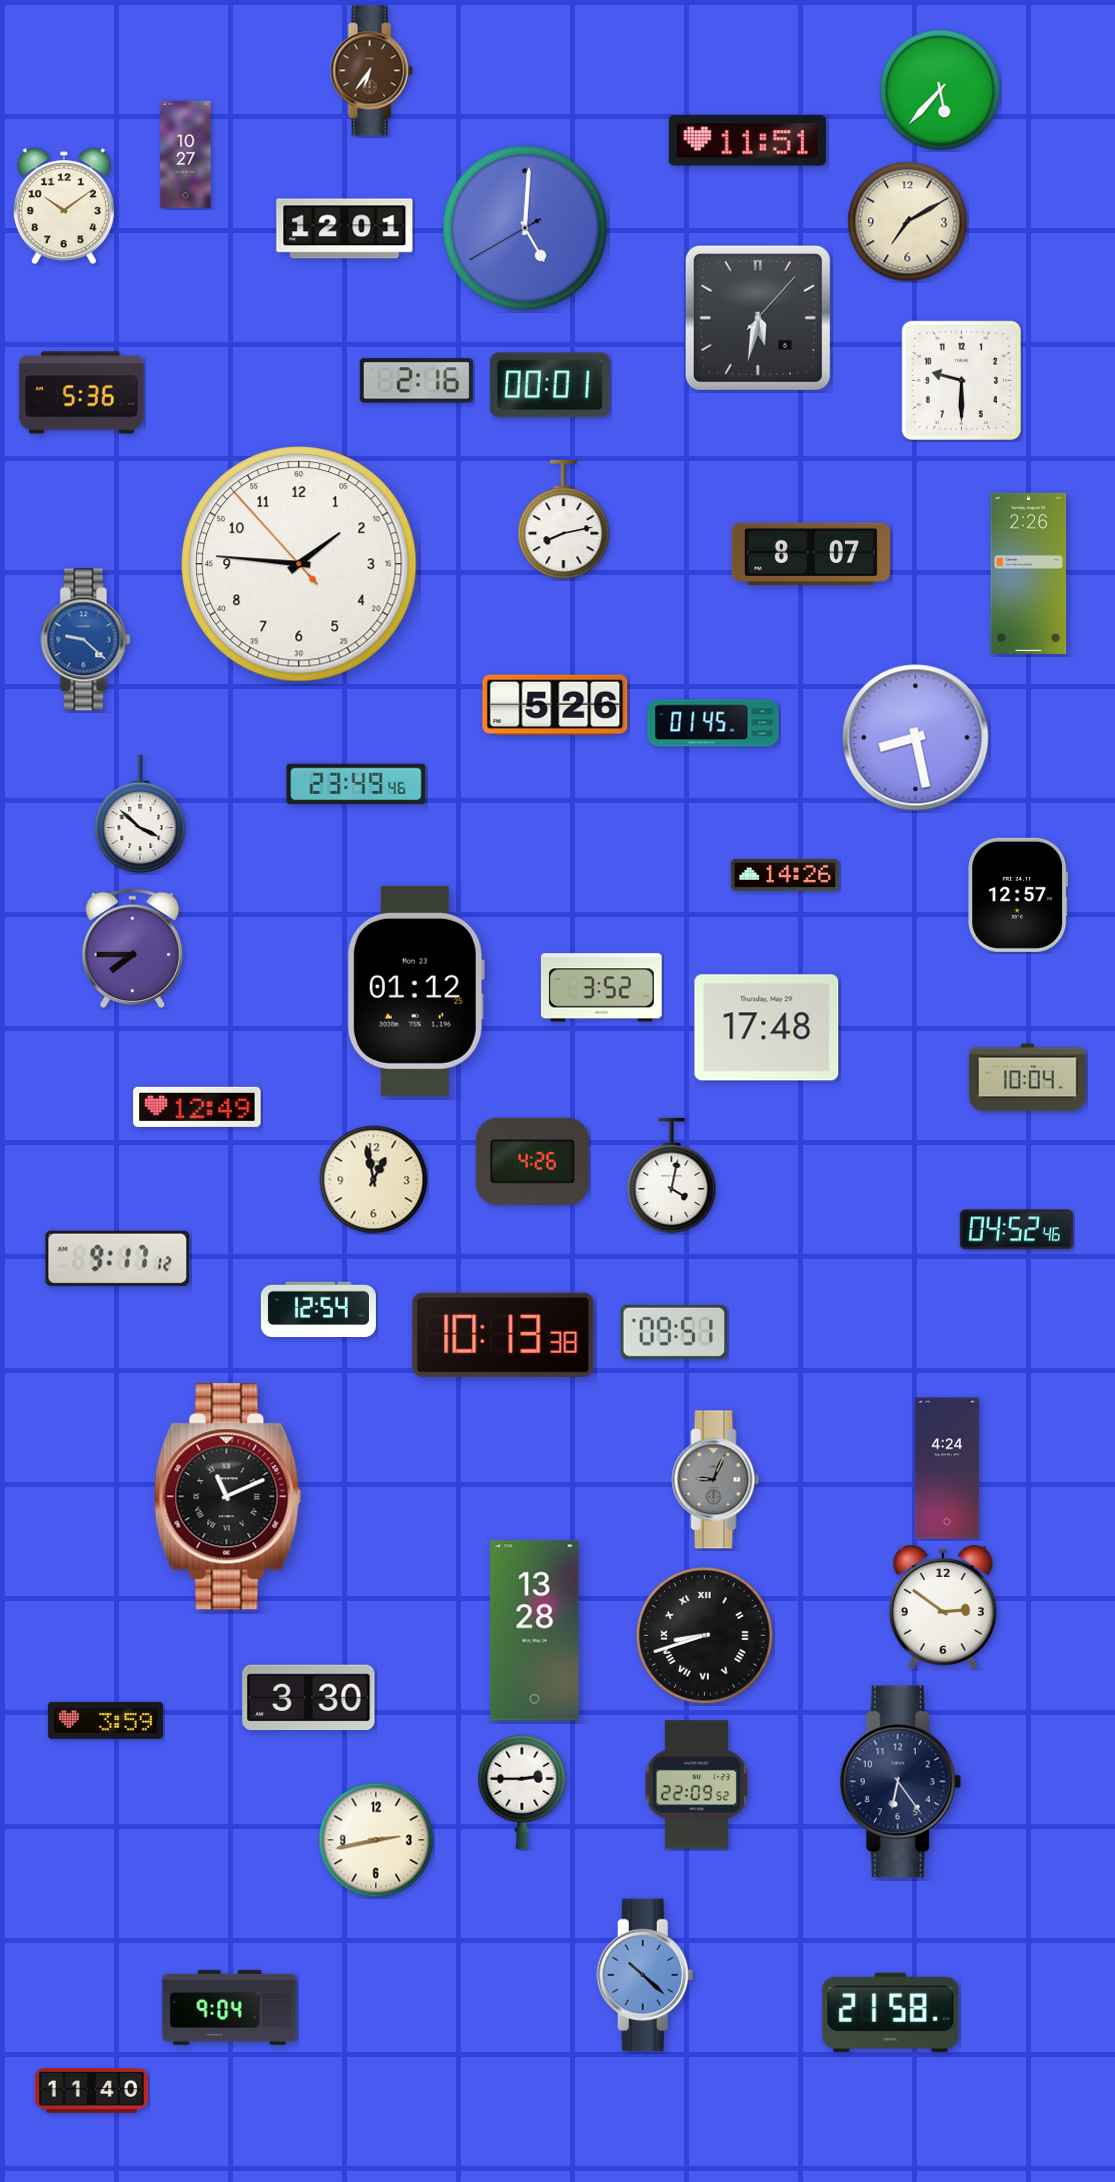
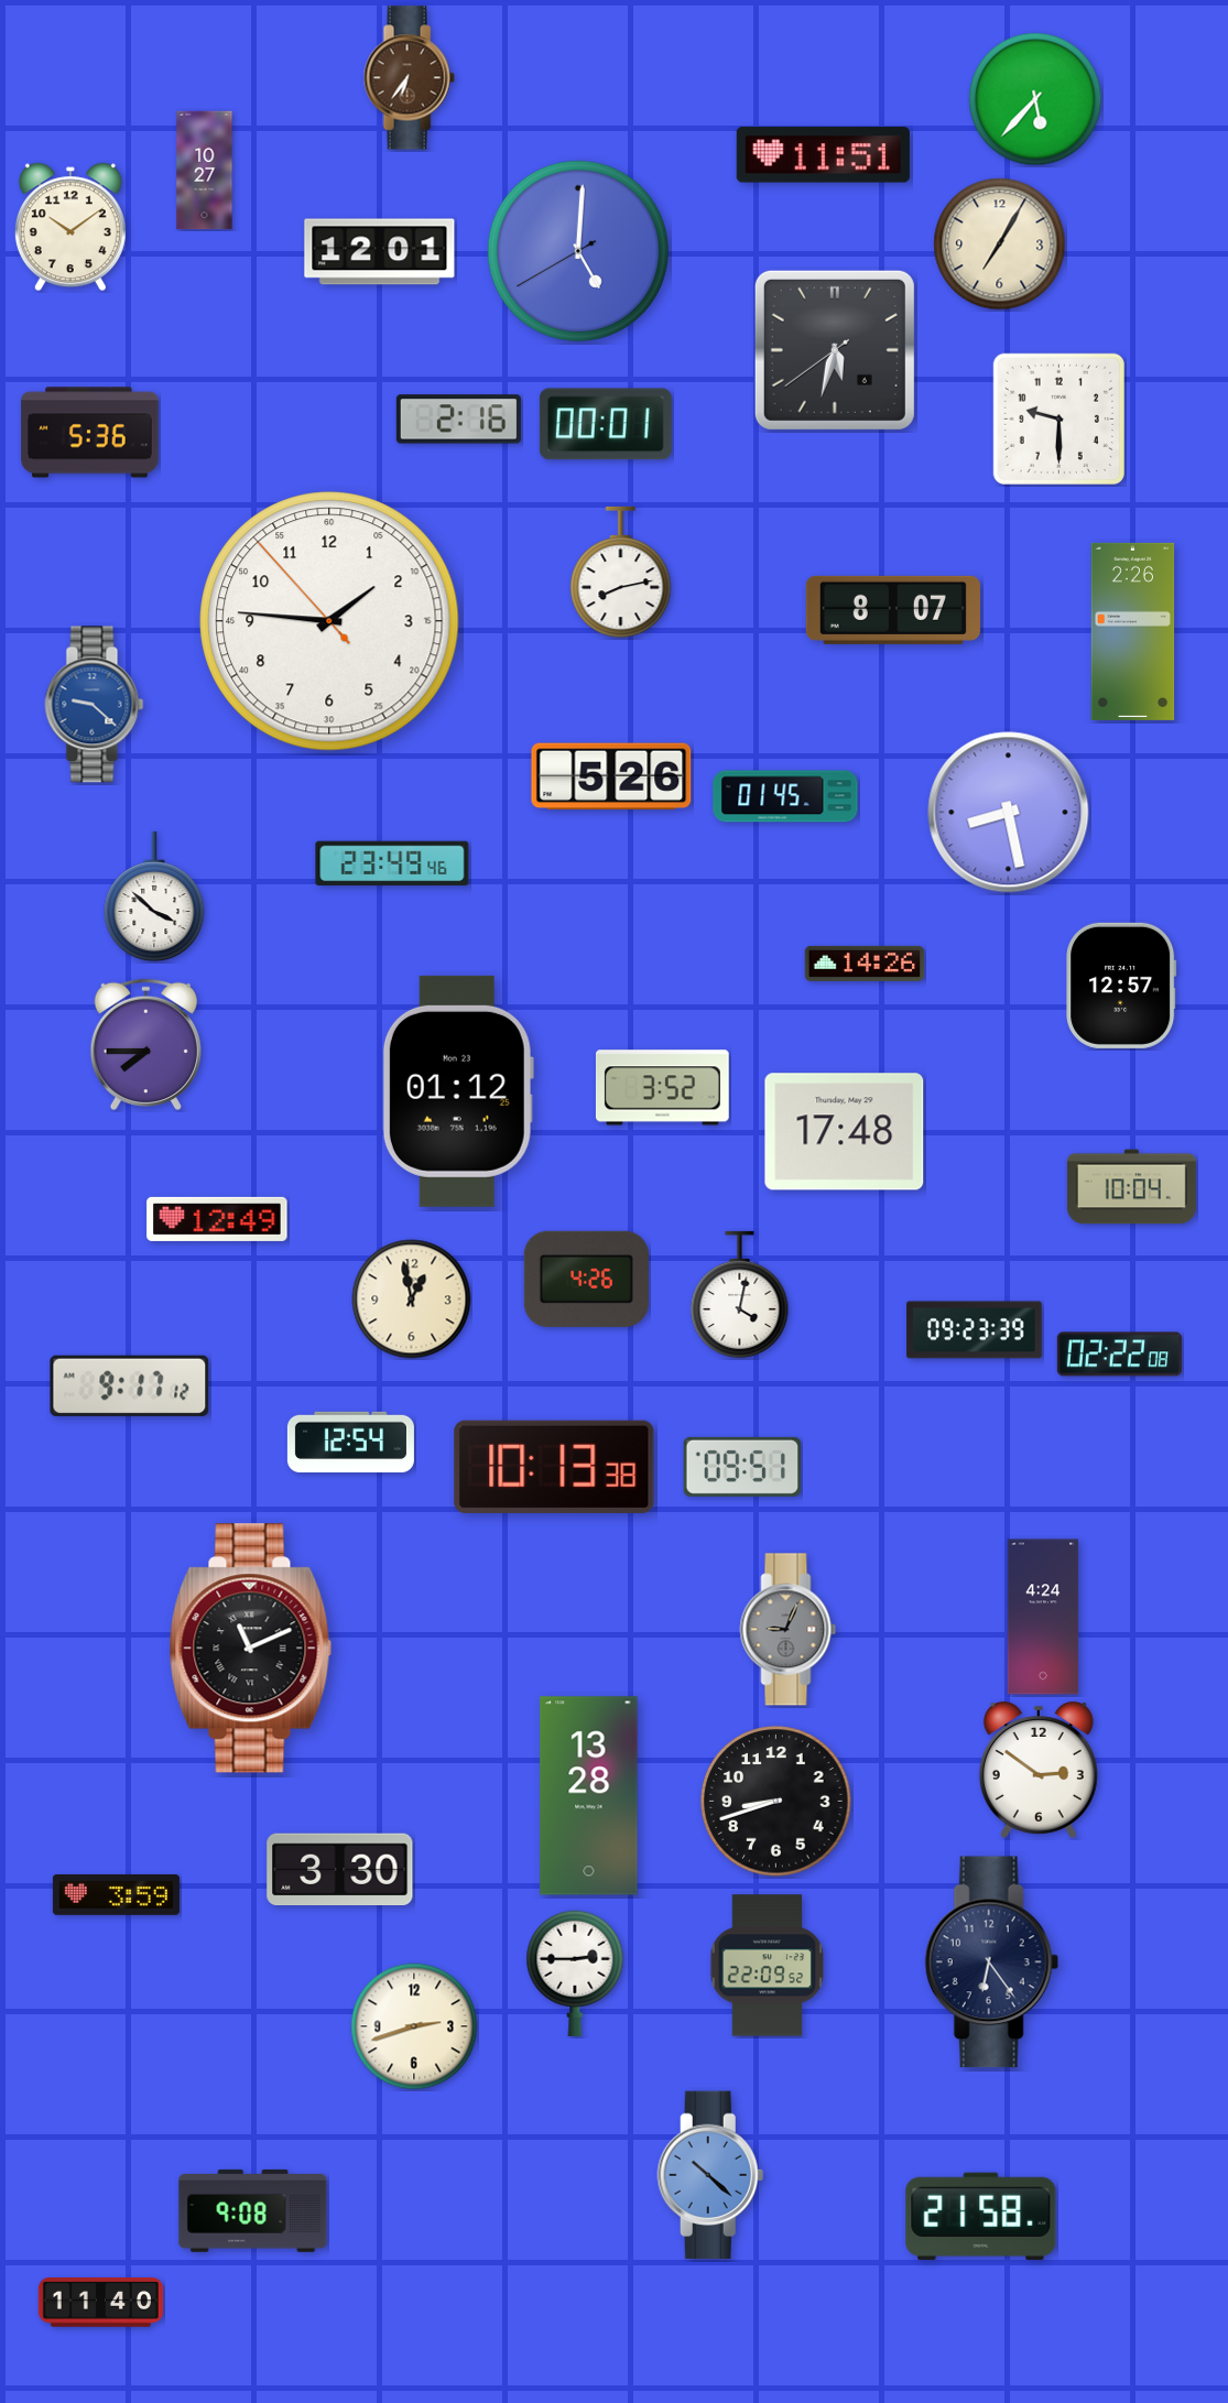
clock at (908, 222): 7:10 -> 7:05
clock at (758, 318): 5:32:07 -> 5:32:39
clock at (975, 1330): none -> 09:23
clock at (1016, 1230): 04:52 -> 02:22
clock at (503, 1335) position: (503, 1335) -> (554, 1467)
clock at (705, 1636) numerals: Roman -> Arabic
clock at (376, 1840): 2:43 -> 2:42
clock at (230, 2007): 9:04 -> 9:08
